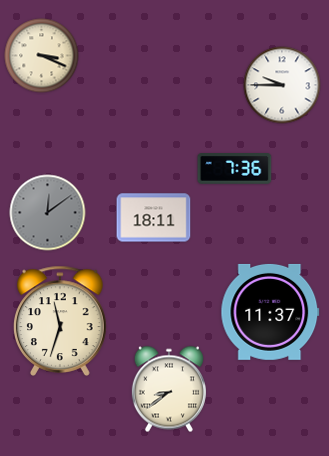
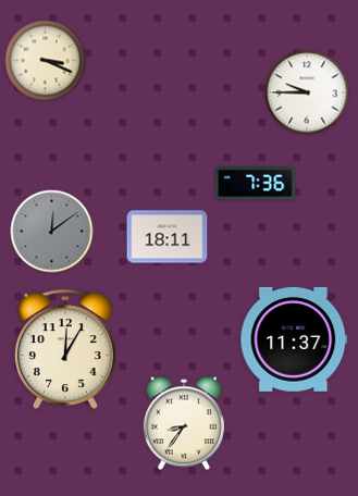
clock at (61, 321): 11:33 -> 12:05
clock at (169, 389): 8:39 -> 8:36
